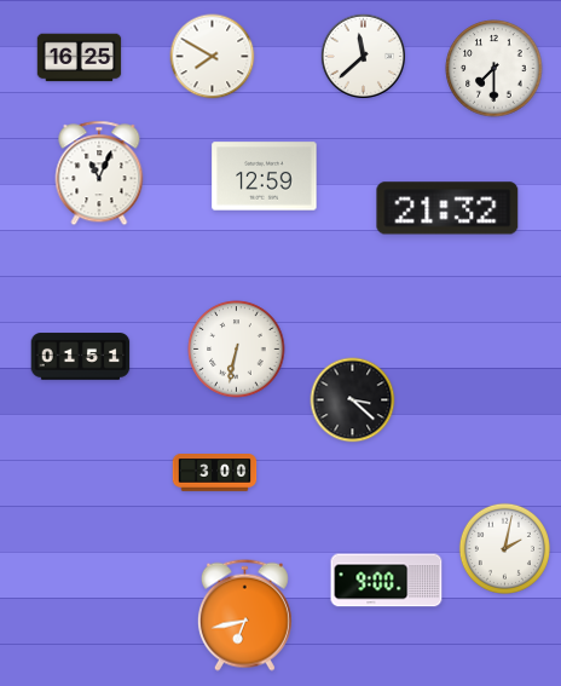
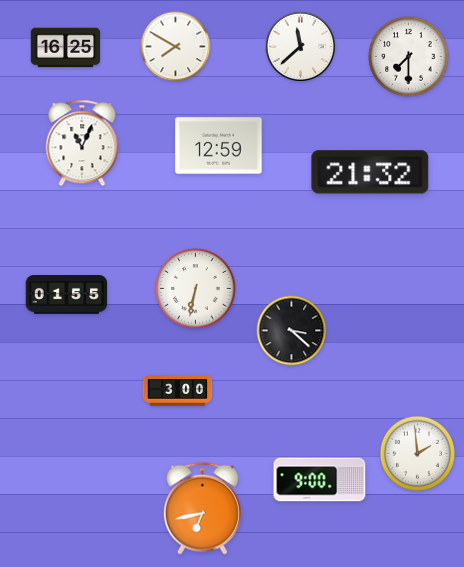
clock at (81, 357): 01:51 -> 01:55
clock at (504, 548): 2:02 -> 1:59
